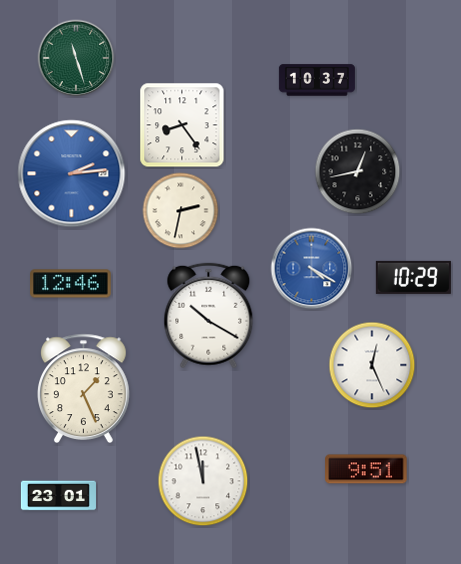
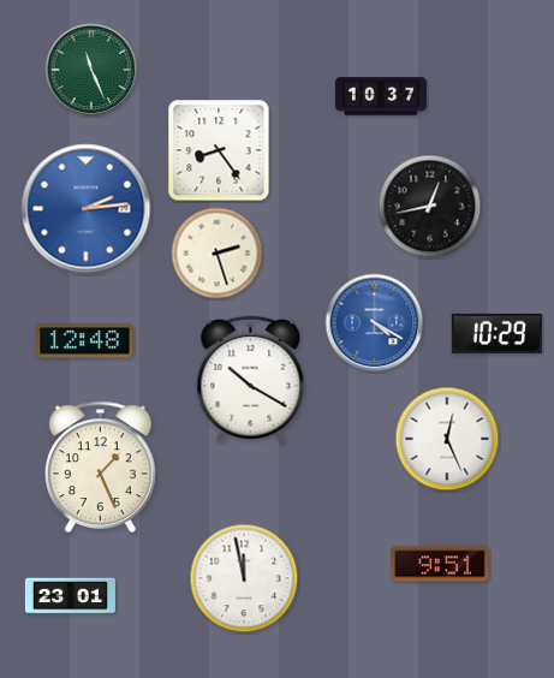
clock at (76, 58): 11:27 -> 11:26
clock at (181, 211): 2:32 -> 2:27
clock at (71, 284): 12:46 -> 12:48
